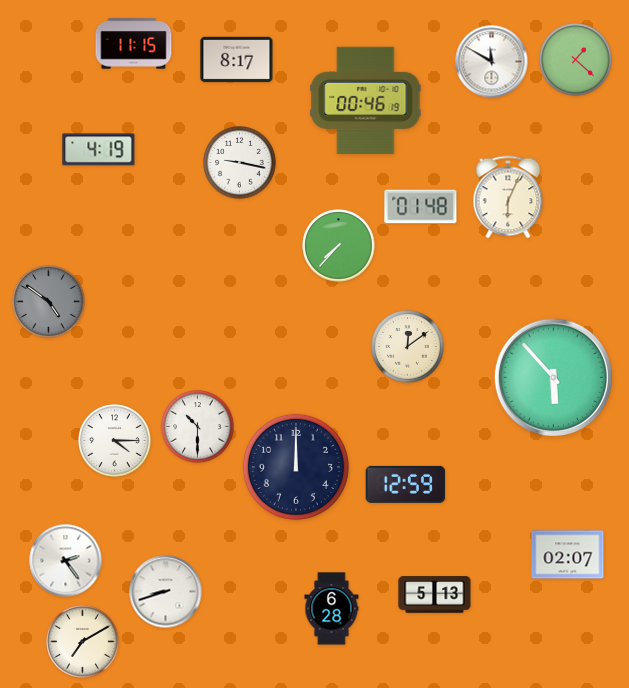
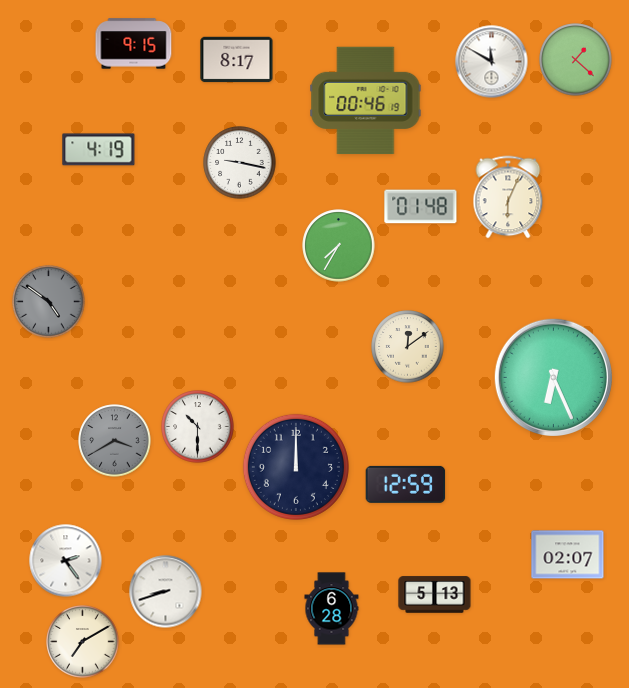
clock at (134, 44): 11:15 -> 9:15
clock at (339, 246): 7:37 -> 7:35
clock at (553, 377): 5:53 -> 6:26
clock at (115, 441): 4:15 -> 3:40
clock at (115, 441) dial: white -> grey
